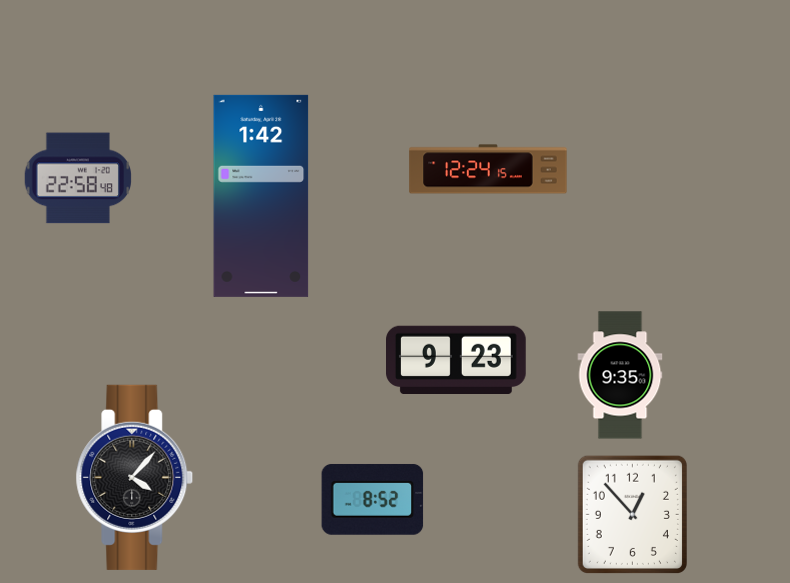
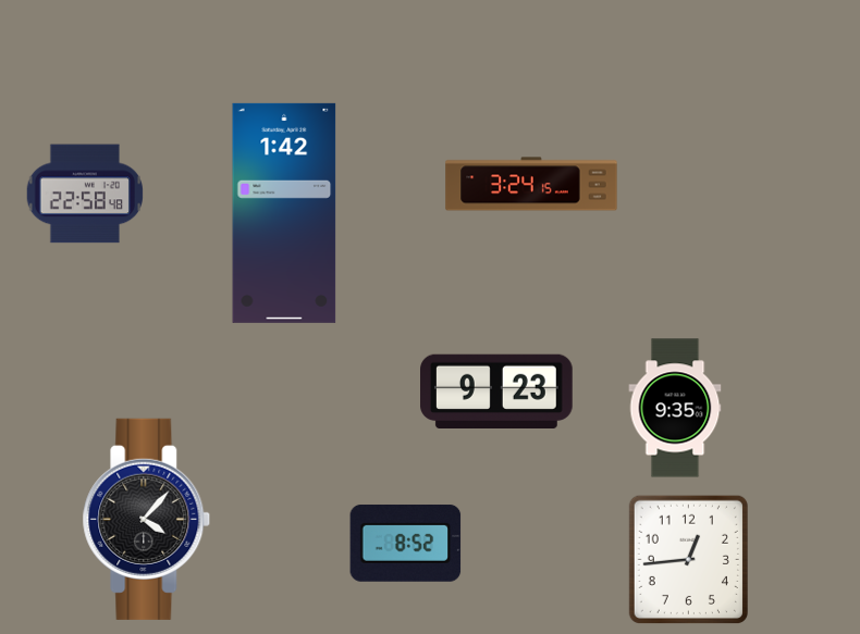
clock at (488, 169): 12:24 -> 3:24
clock at (632, 514): 12:53 -> 12:44
